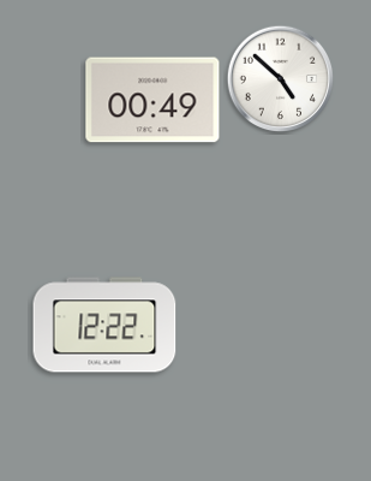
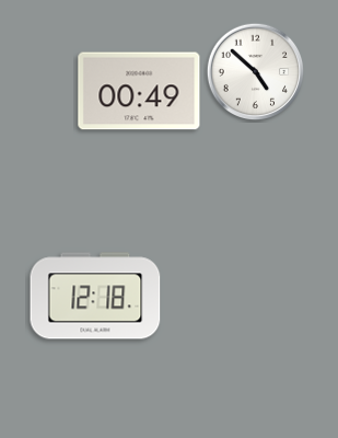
clock at (104, 325): 12:22 -> 12:18
